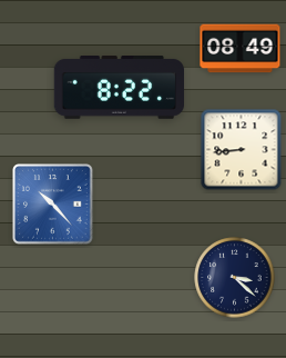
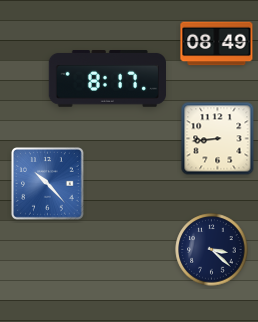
clock at (119, 88): 8:22 -> 8:17
clock at (242, 150) position: (242, 150) -> (218, 139)
